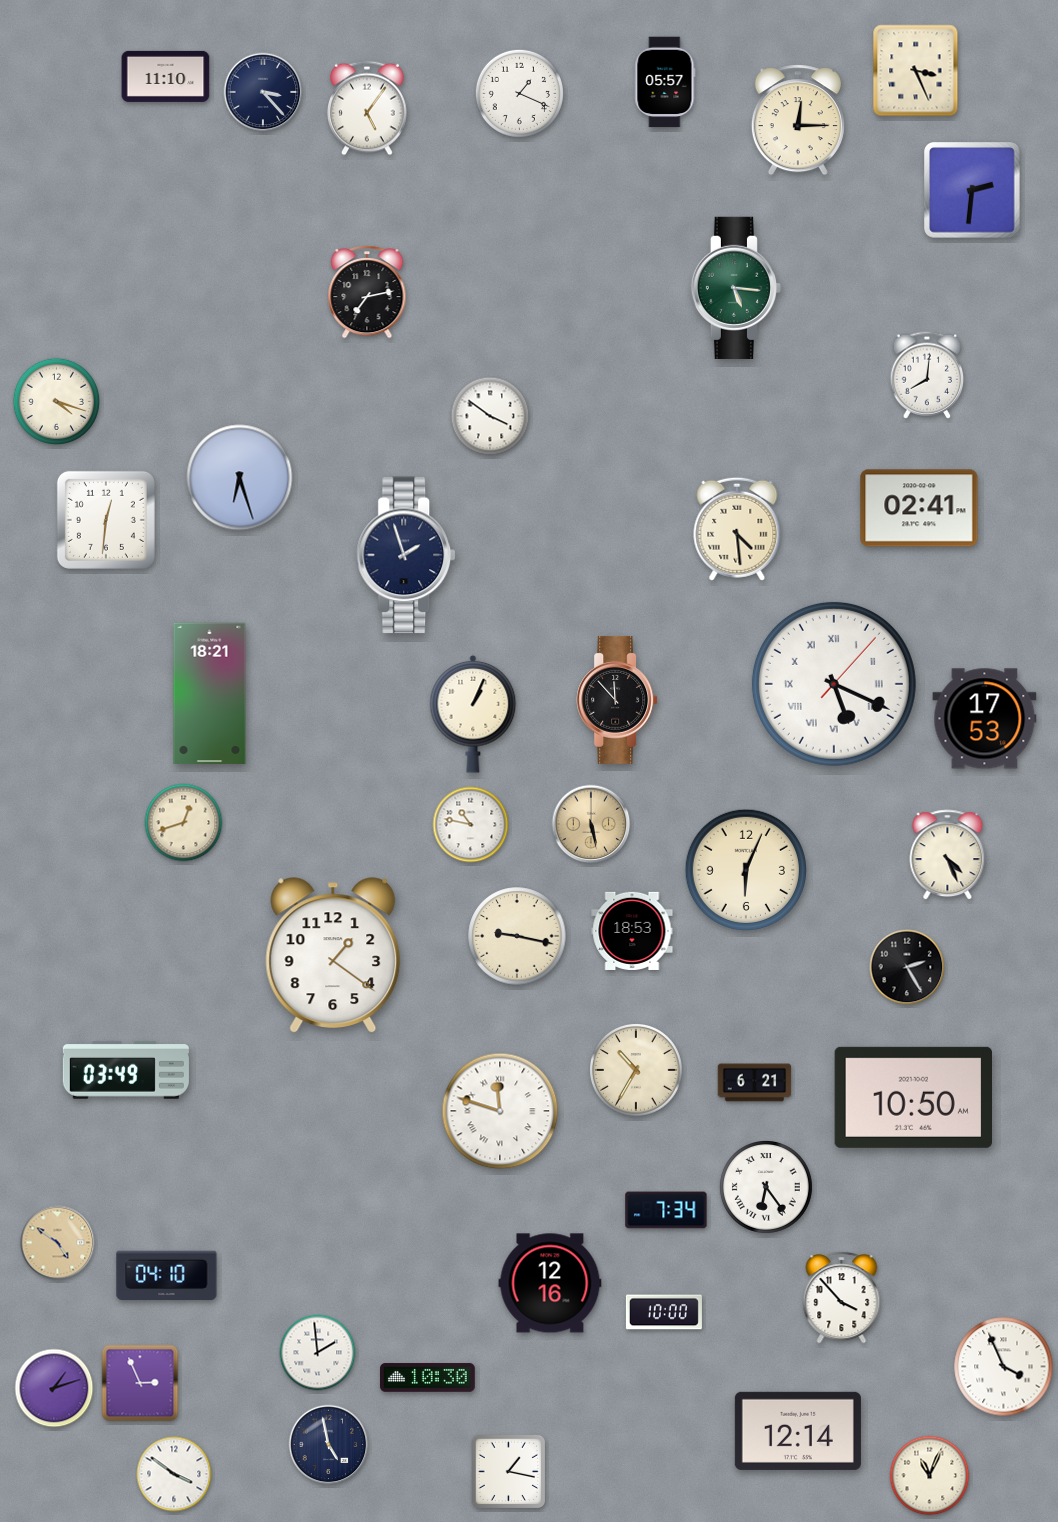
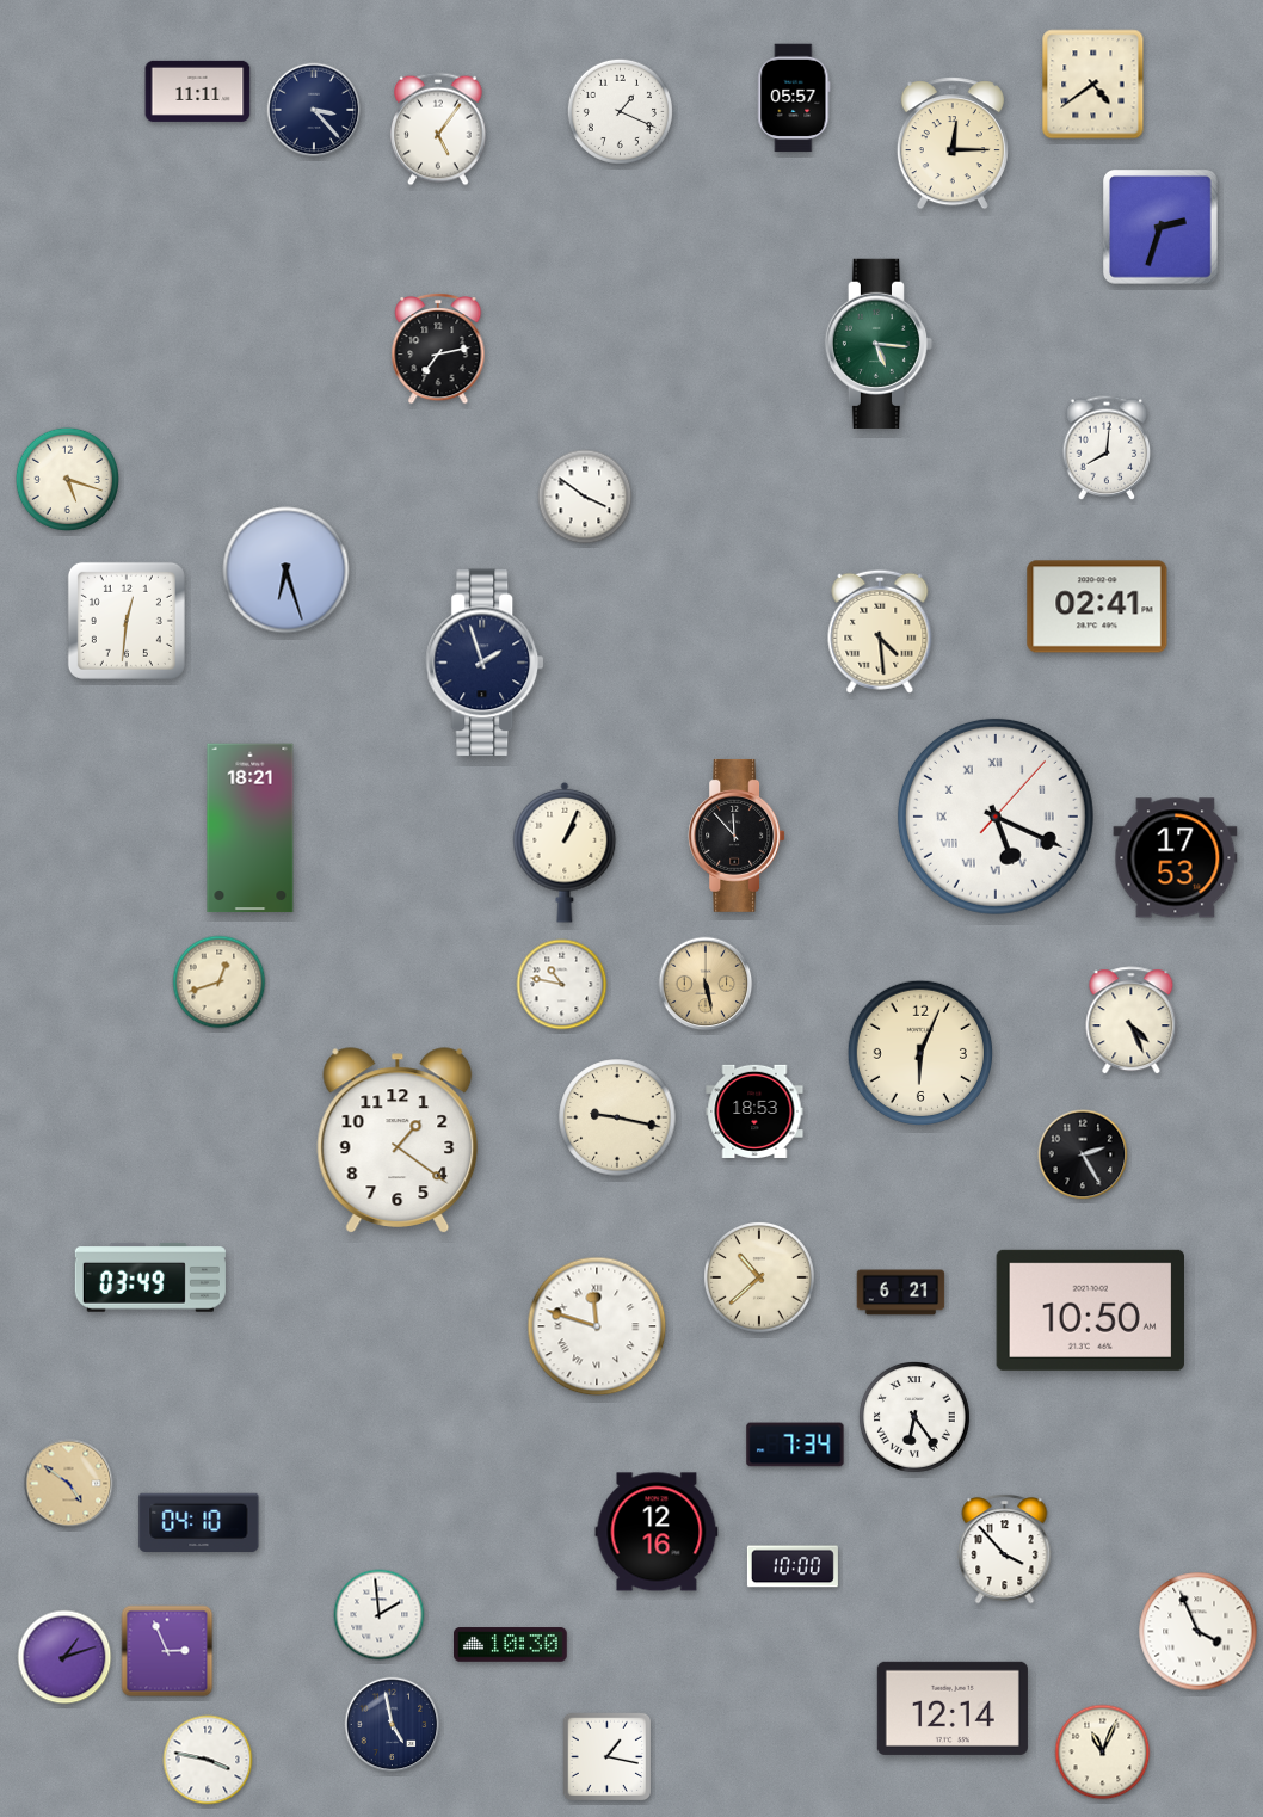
clock at (916, 71): 3:26 -> 4:39
clock at (166, 76): 11:10 -> 11:11
clock at (972, 190): 2:31 -> 2:33
clock at (56, 401): 4:18 -> 5:18
clock at (745, 869) position: (745, 869) -> (919, 1052)
clock at (636, 1070): 10:35 -> 10:38
clock at (174, 1474): 3:51 -> 3:47
clock at (930, 1476) position: (930, 1476) -> (1103, 1753)
